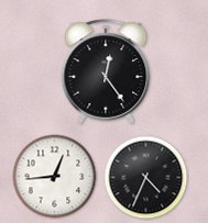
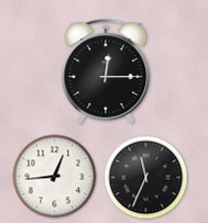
clock at (106, 71): 12:24 -> 12:15
clock at (146, 178): 4:34 -> 11:34
